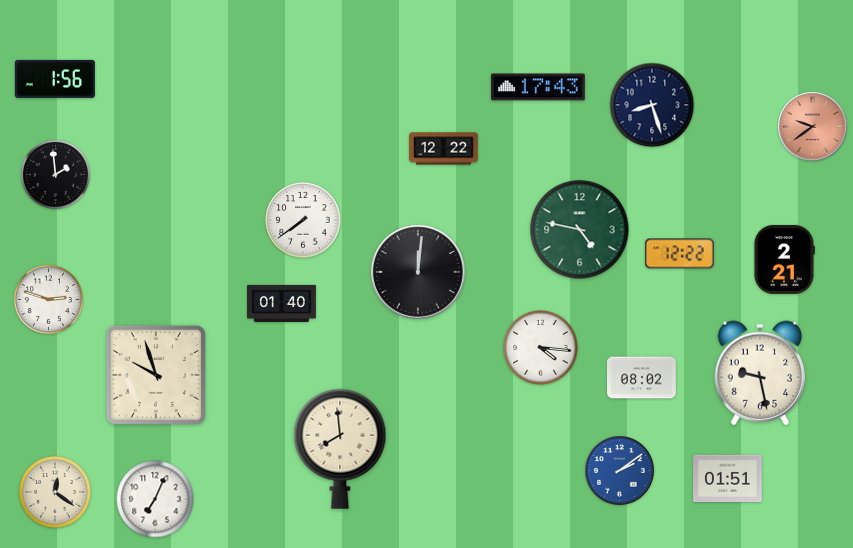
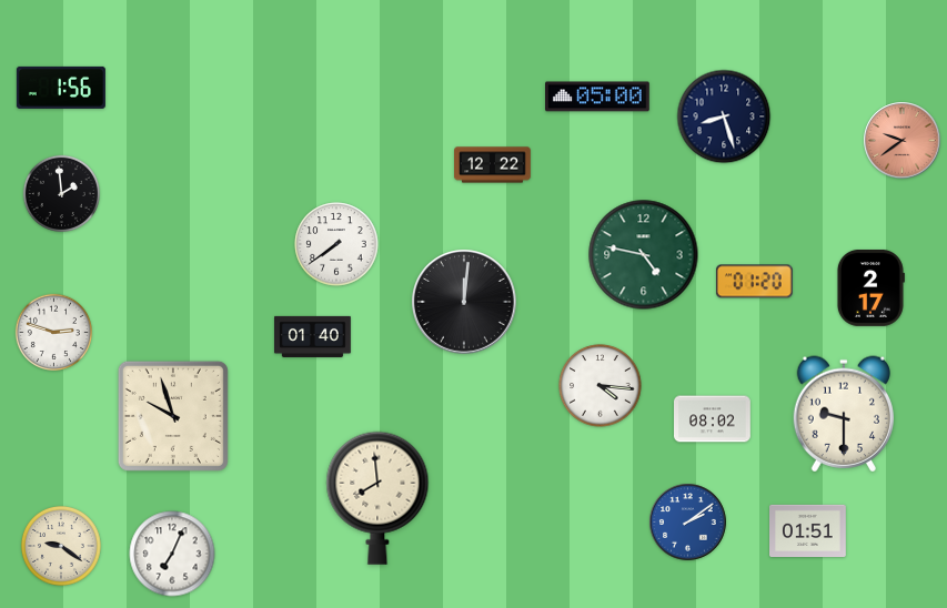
clock at (539, 87): 17:43 -> 05:00
clock at (679, 254): 12:22 -> 01:20
clock at (784, 259): 2:21 -> 2:17
clock at (759, 373): 9:28 -> 9:30
clock at (55, 492): 12:21 -> 9:21
